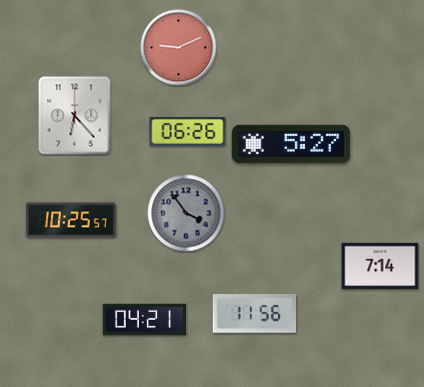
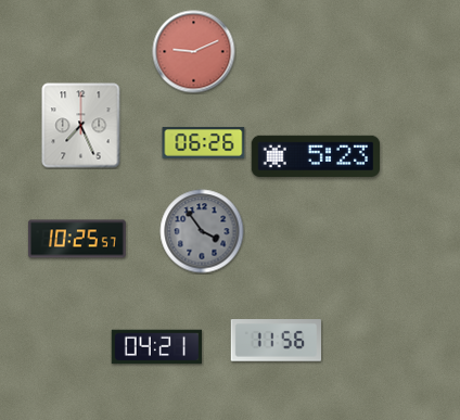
clock at (75, 116): 6:23 -> 7:26
clock at (291, 143): 5:27 -> 5:23
clock at (380, 266): 7:14 -> none
